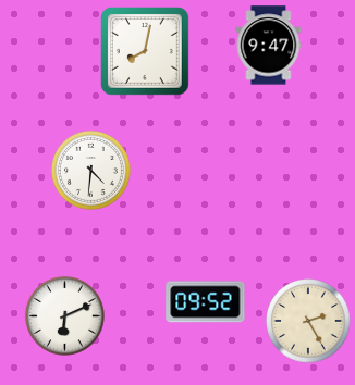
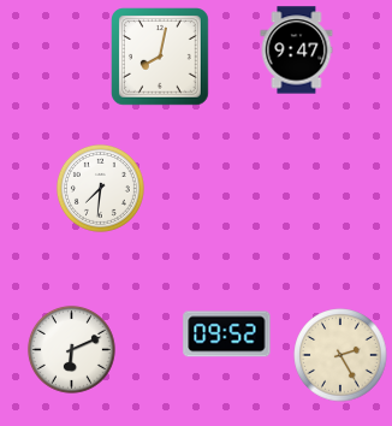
clock at (90, 170): 4:31 -> 7:31
